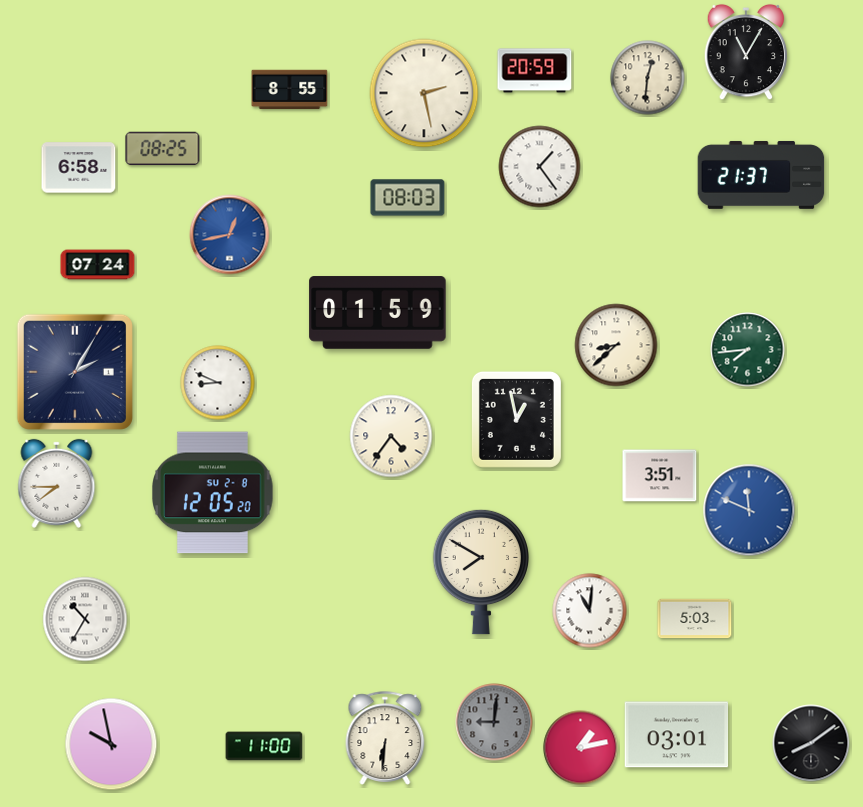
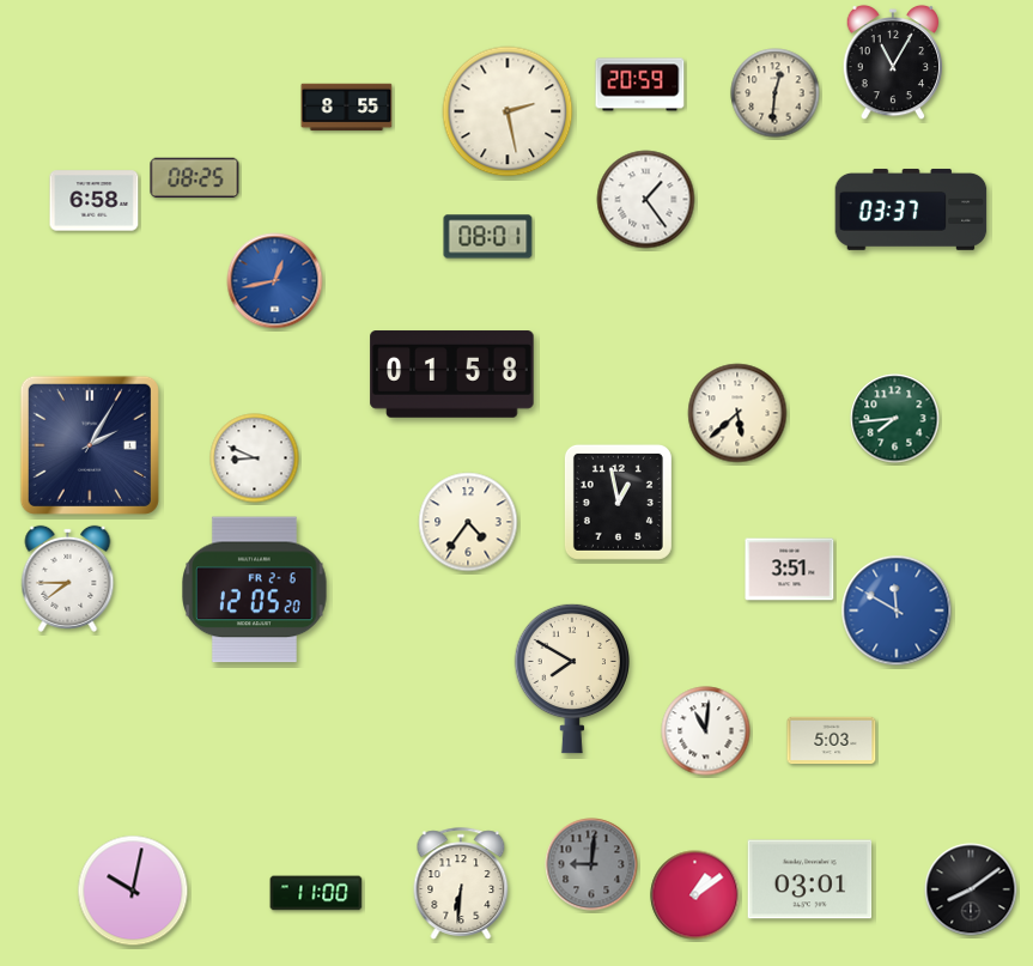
clock at (761, 175): 21:37 -> 03:37
clock at (408, 198): 08:03 -> 08:01
clock at (98, 265): 07:24 -> none
clock at (378, 313): 01:59 -> 01:58
clock at (616, 345): 8:38 -> 5:38
clock at (218, 383) position: (218, 383) -> (255, 458)
clock at (213, 493) date: SU 2-8 -> FR 2-6
clock at (749, 510): 11:49 -> 11:50
clock at (480, 572) position: (480, 572) -> (571, 679)
clock at (85, 619): 10:35 -> none
clock at (111, 744): 9:58 -> 10:02
clock at (581, 748): 1:13 -> 1:09
